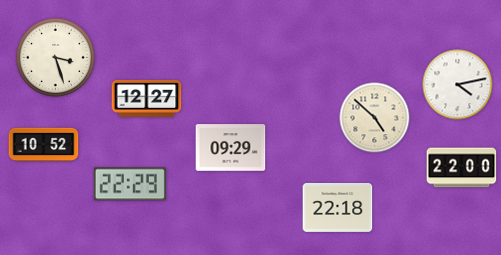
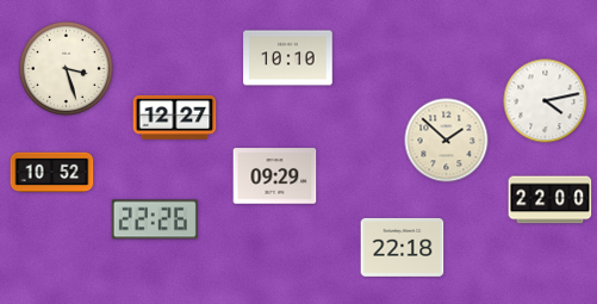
clock at (288, 58): none -> 10:10
clock at (375, 118): 4:52 -> 1:52
clock at (130, 184): 22:29 -> 22:26
